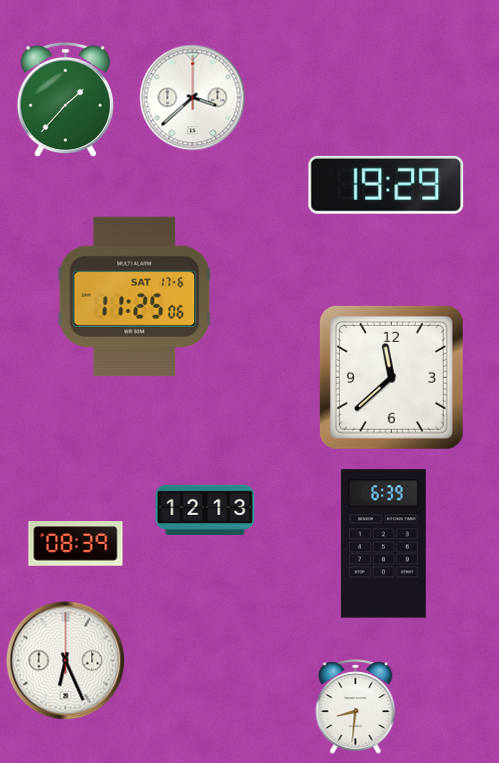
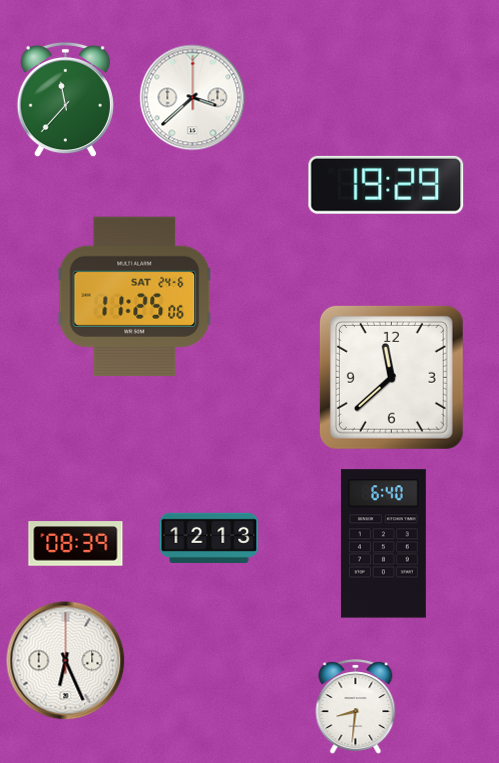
clock at (65, 100): 1:37 -> 11:37
clock at (135, 296) date: SAT 17-6 -> SAT 24-6
clock at (205, 510) position: (205, 510) -> (209, 538)
clock at (383, 544): 6:39 -> 6:40
